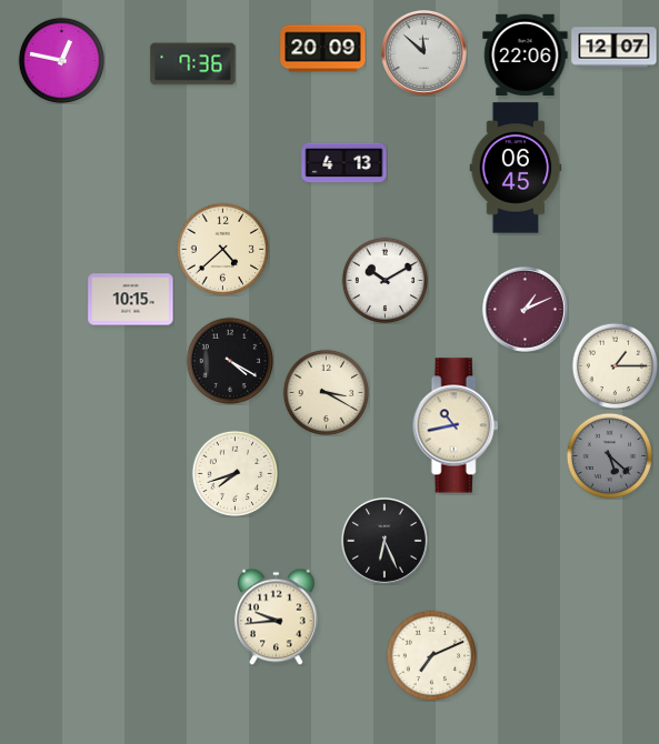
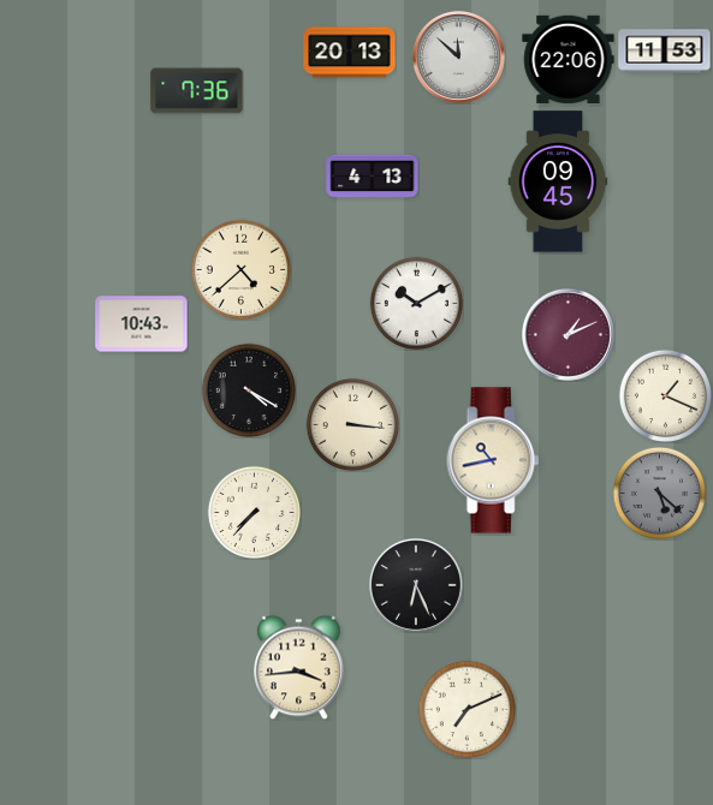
clock at (615, 48): 12:07 -> 11:53
clock at (323, 49): 20:09 -> 20:13
clock at (61, 60): 12:47 -> none
clock at (193, 64) position: (193, 64) -> (197, 91)
clock at (516, 168): 06:45 -> 09:45
clock at (131, 300): 10:15 -> 10:43
clock at (615, 365): 1:15 -> 1:19
clock at (326, 392): 3:20 -> 3:16
clock at (234, 473): 7:42 -> 7:37
clock at (277, 616): 9:44 -> 3:44
